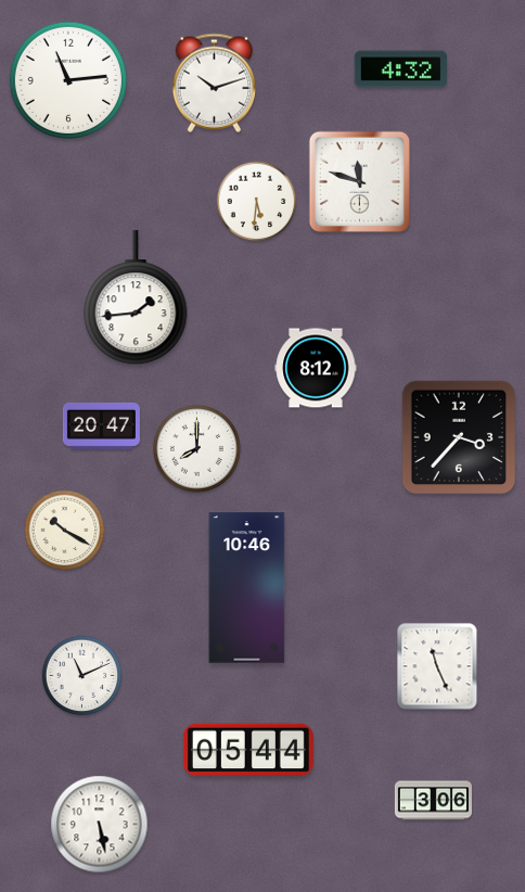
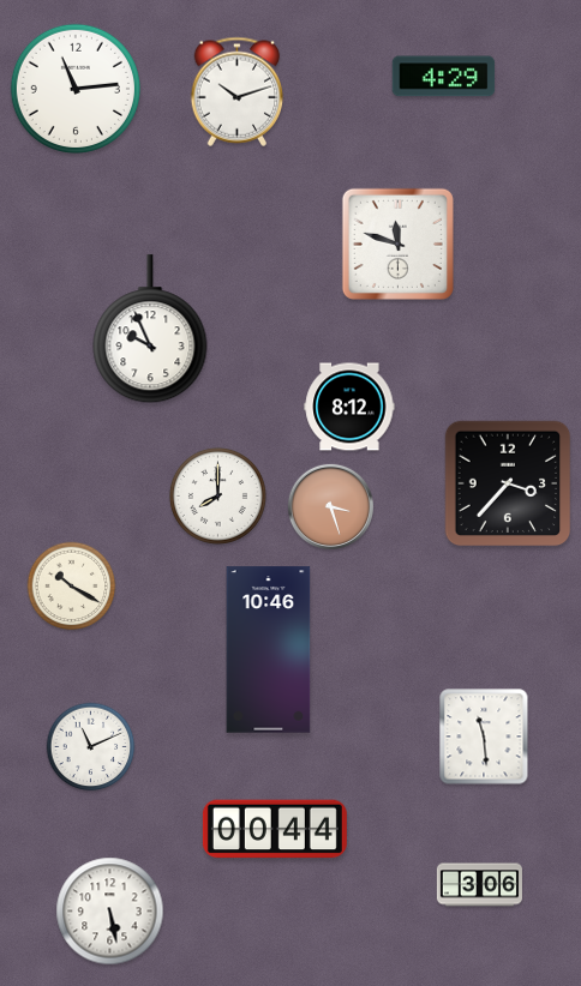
clock at (401, 69): 4:32 -> 4:29
clock at (359, 181) position: (359, 181) -> (397, 244)
clock at (257, 202): 5:31 -> none
clock at (136, 298): 1:44 -> 9:56
clock at (101, 426): 20:47 -> none
clock at (330, 506): none -> 3:27
clock at (247, 588) position: (247, 588) -> (269, 650)
clock at (437, 666): 11:26 -> 11:29
clock at (248, 750): 05:44 -> 00:44
